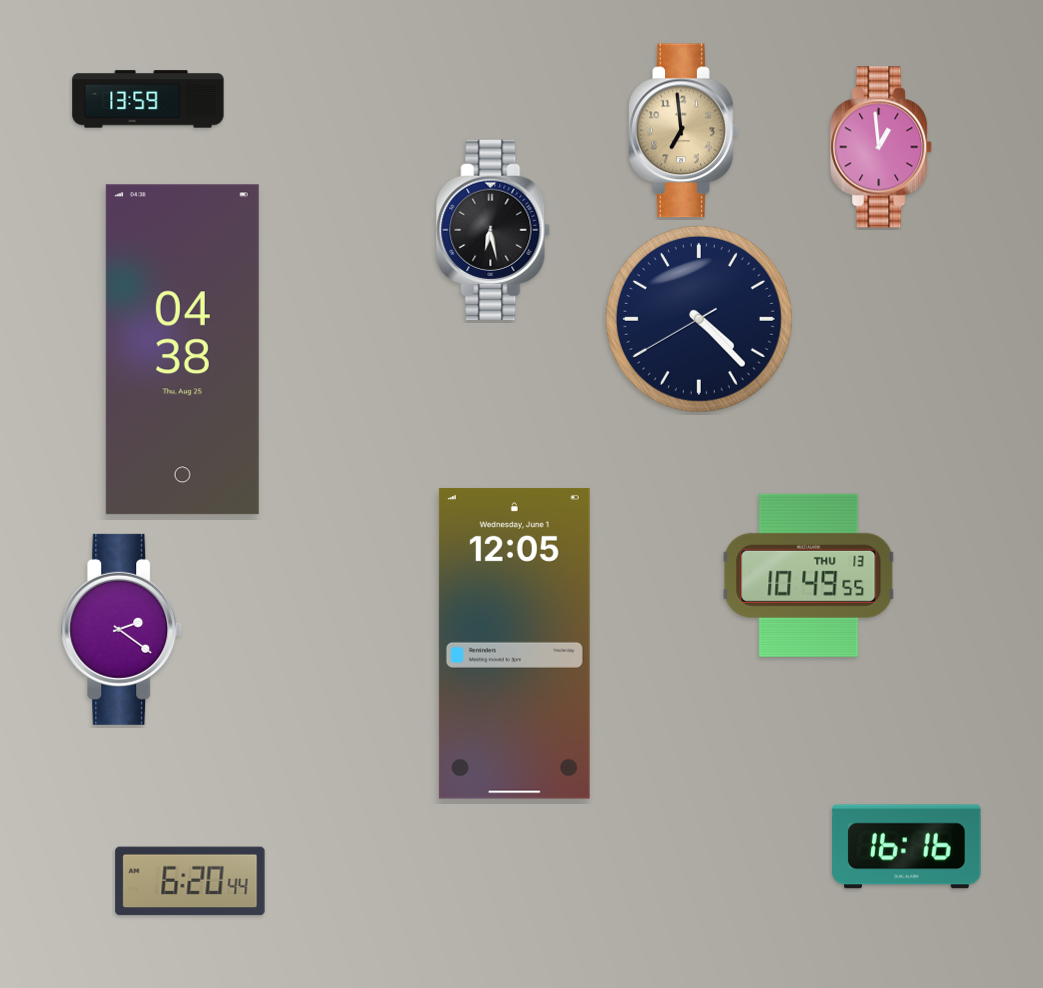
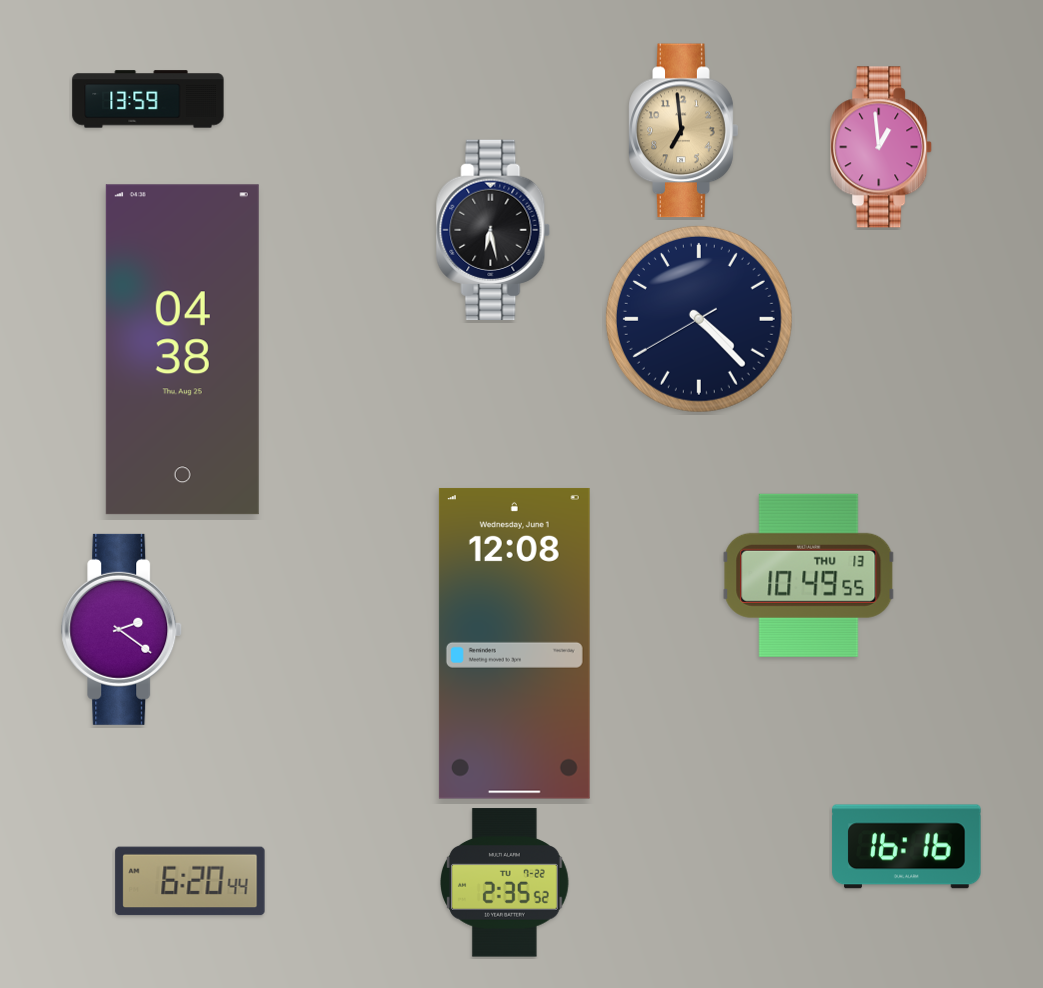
clock at (514, 643): 12:05 -> 12:08
clock at (505, 883): none -> 2:35
